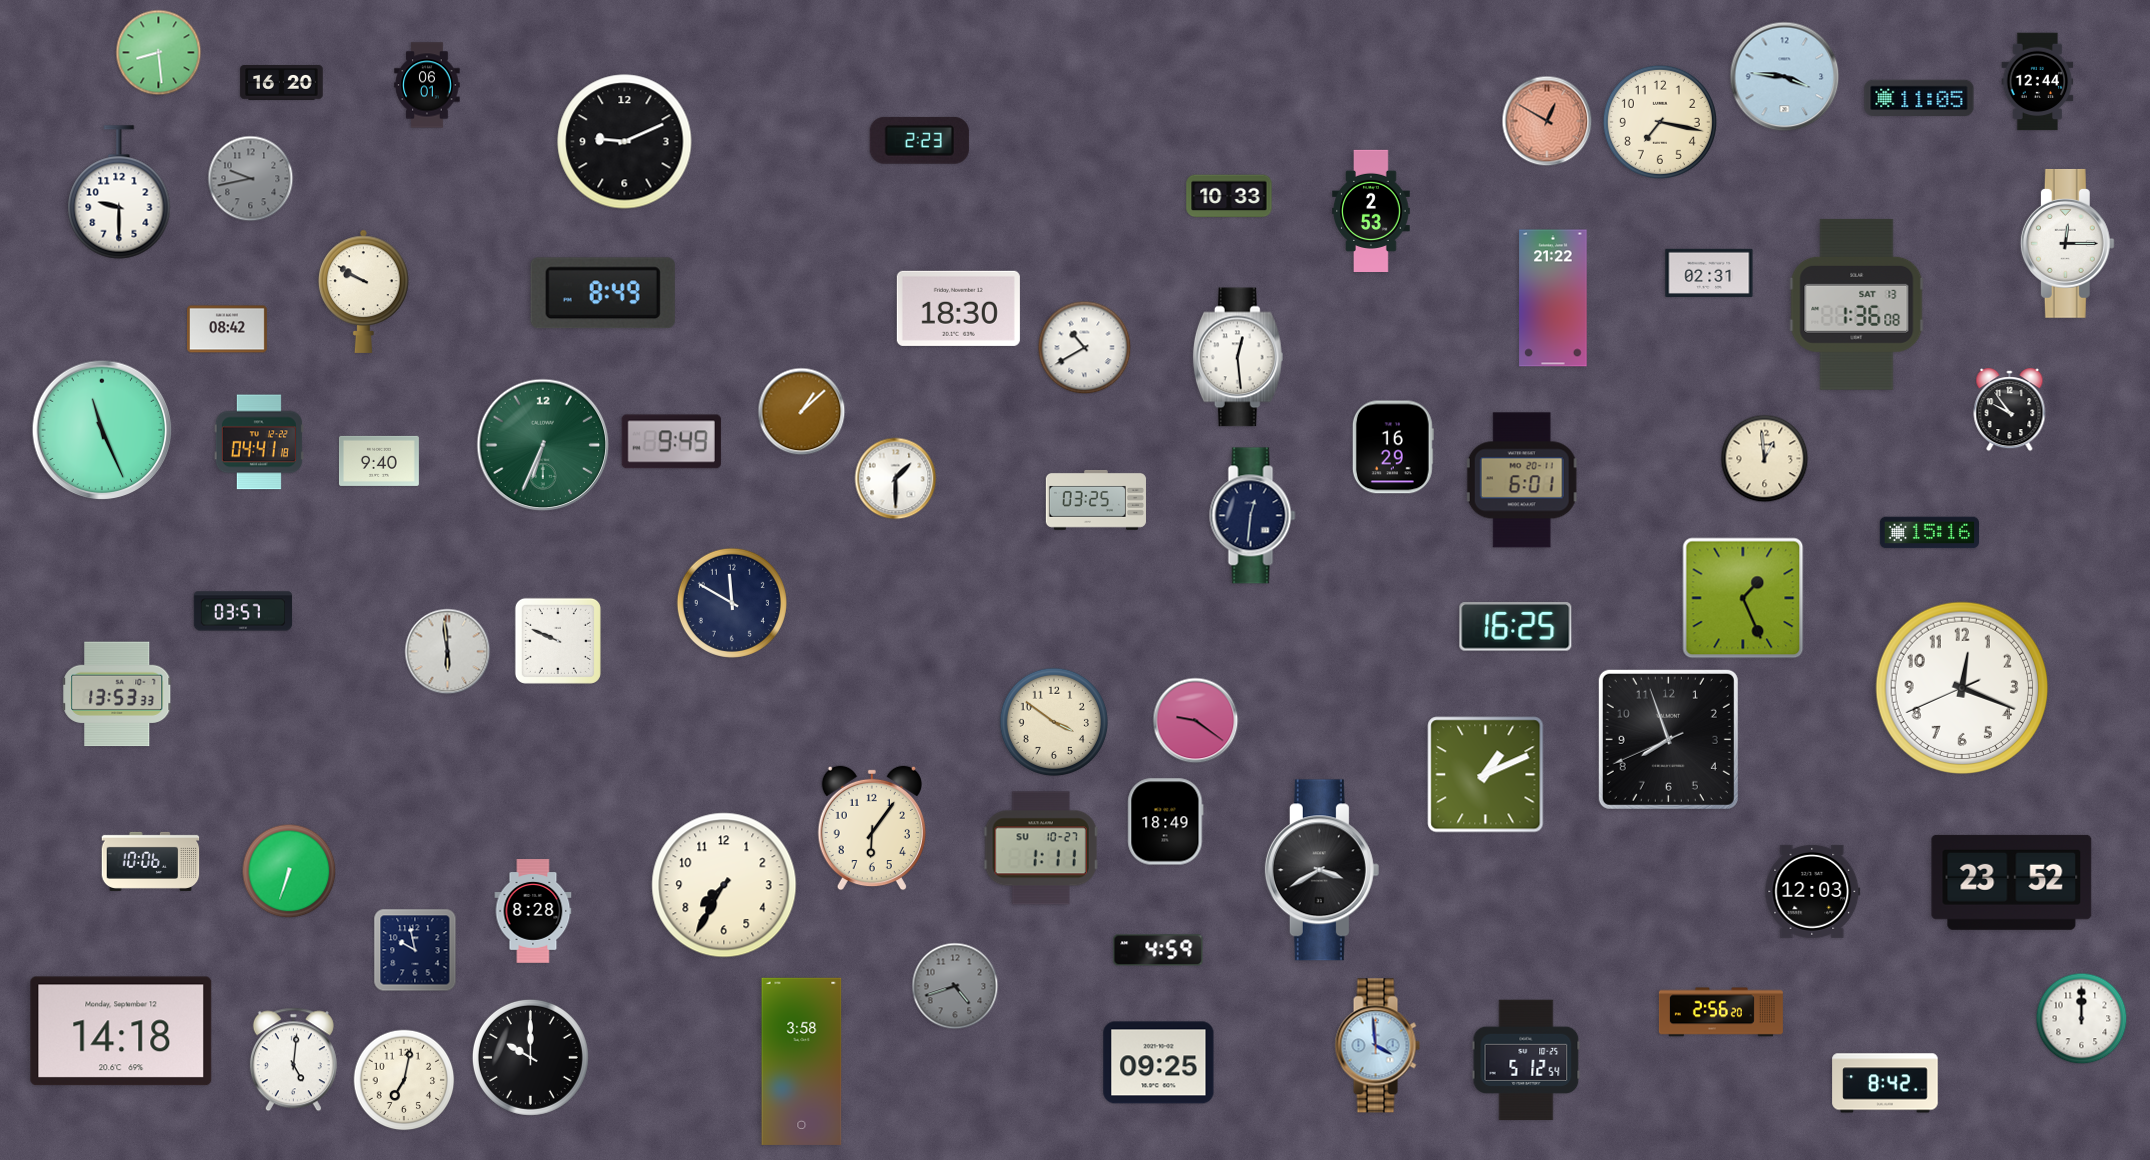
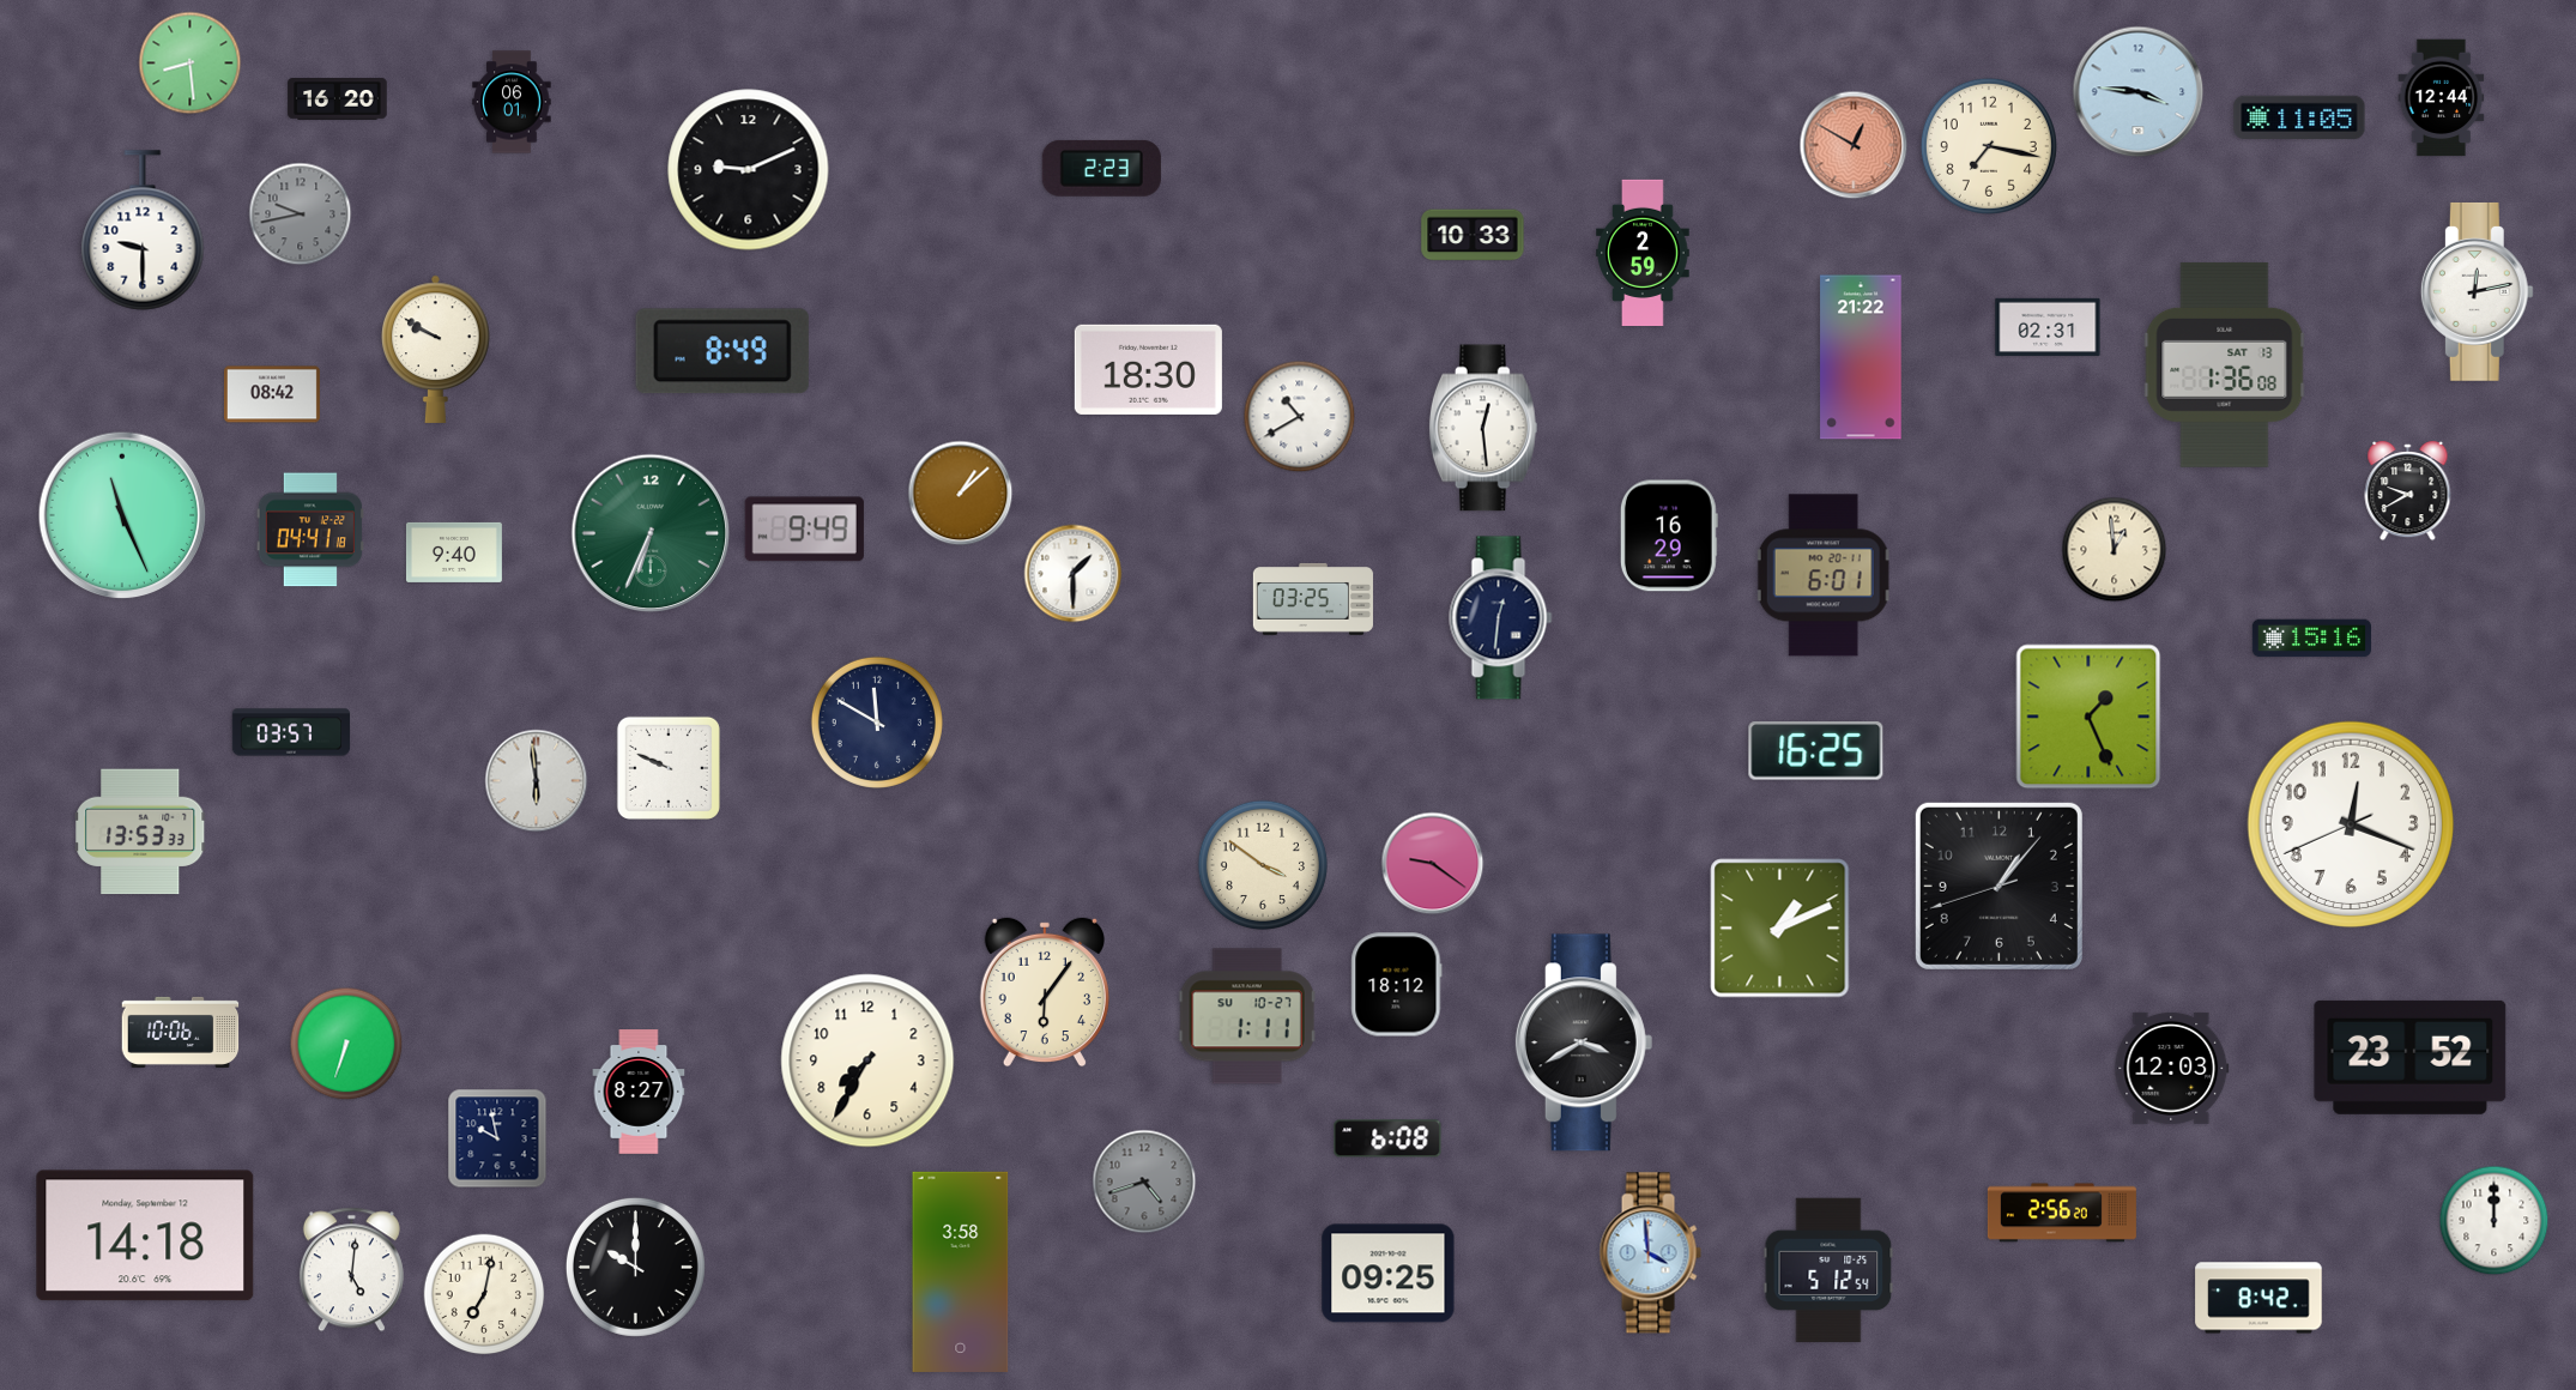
clock at (1371, 210): 2:53 -> 2:59
clock at (2067, 243): 12:15 -> 12:13
clock at (2010, 410): 9:54 -> 9:40
clock at (1668, 739): 7:56 -> 1:06
clock at (1166, 822): 18:49 -> 18:12
clock at (533, 911): 8:28 -> 8:27
clock at (1158, 950): 4:59 -> 6:08
